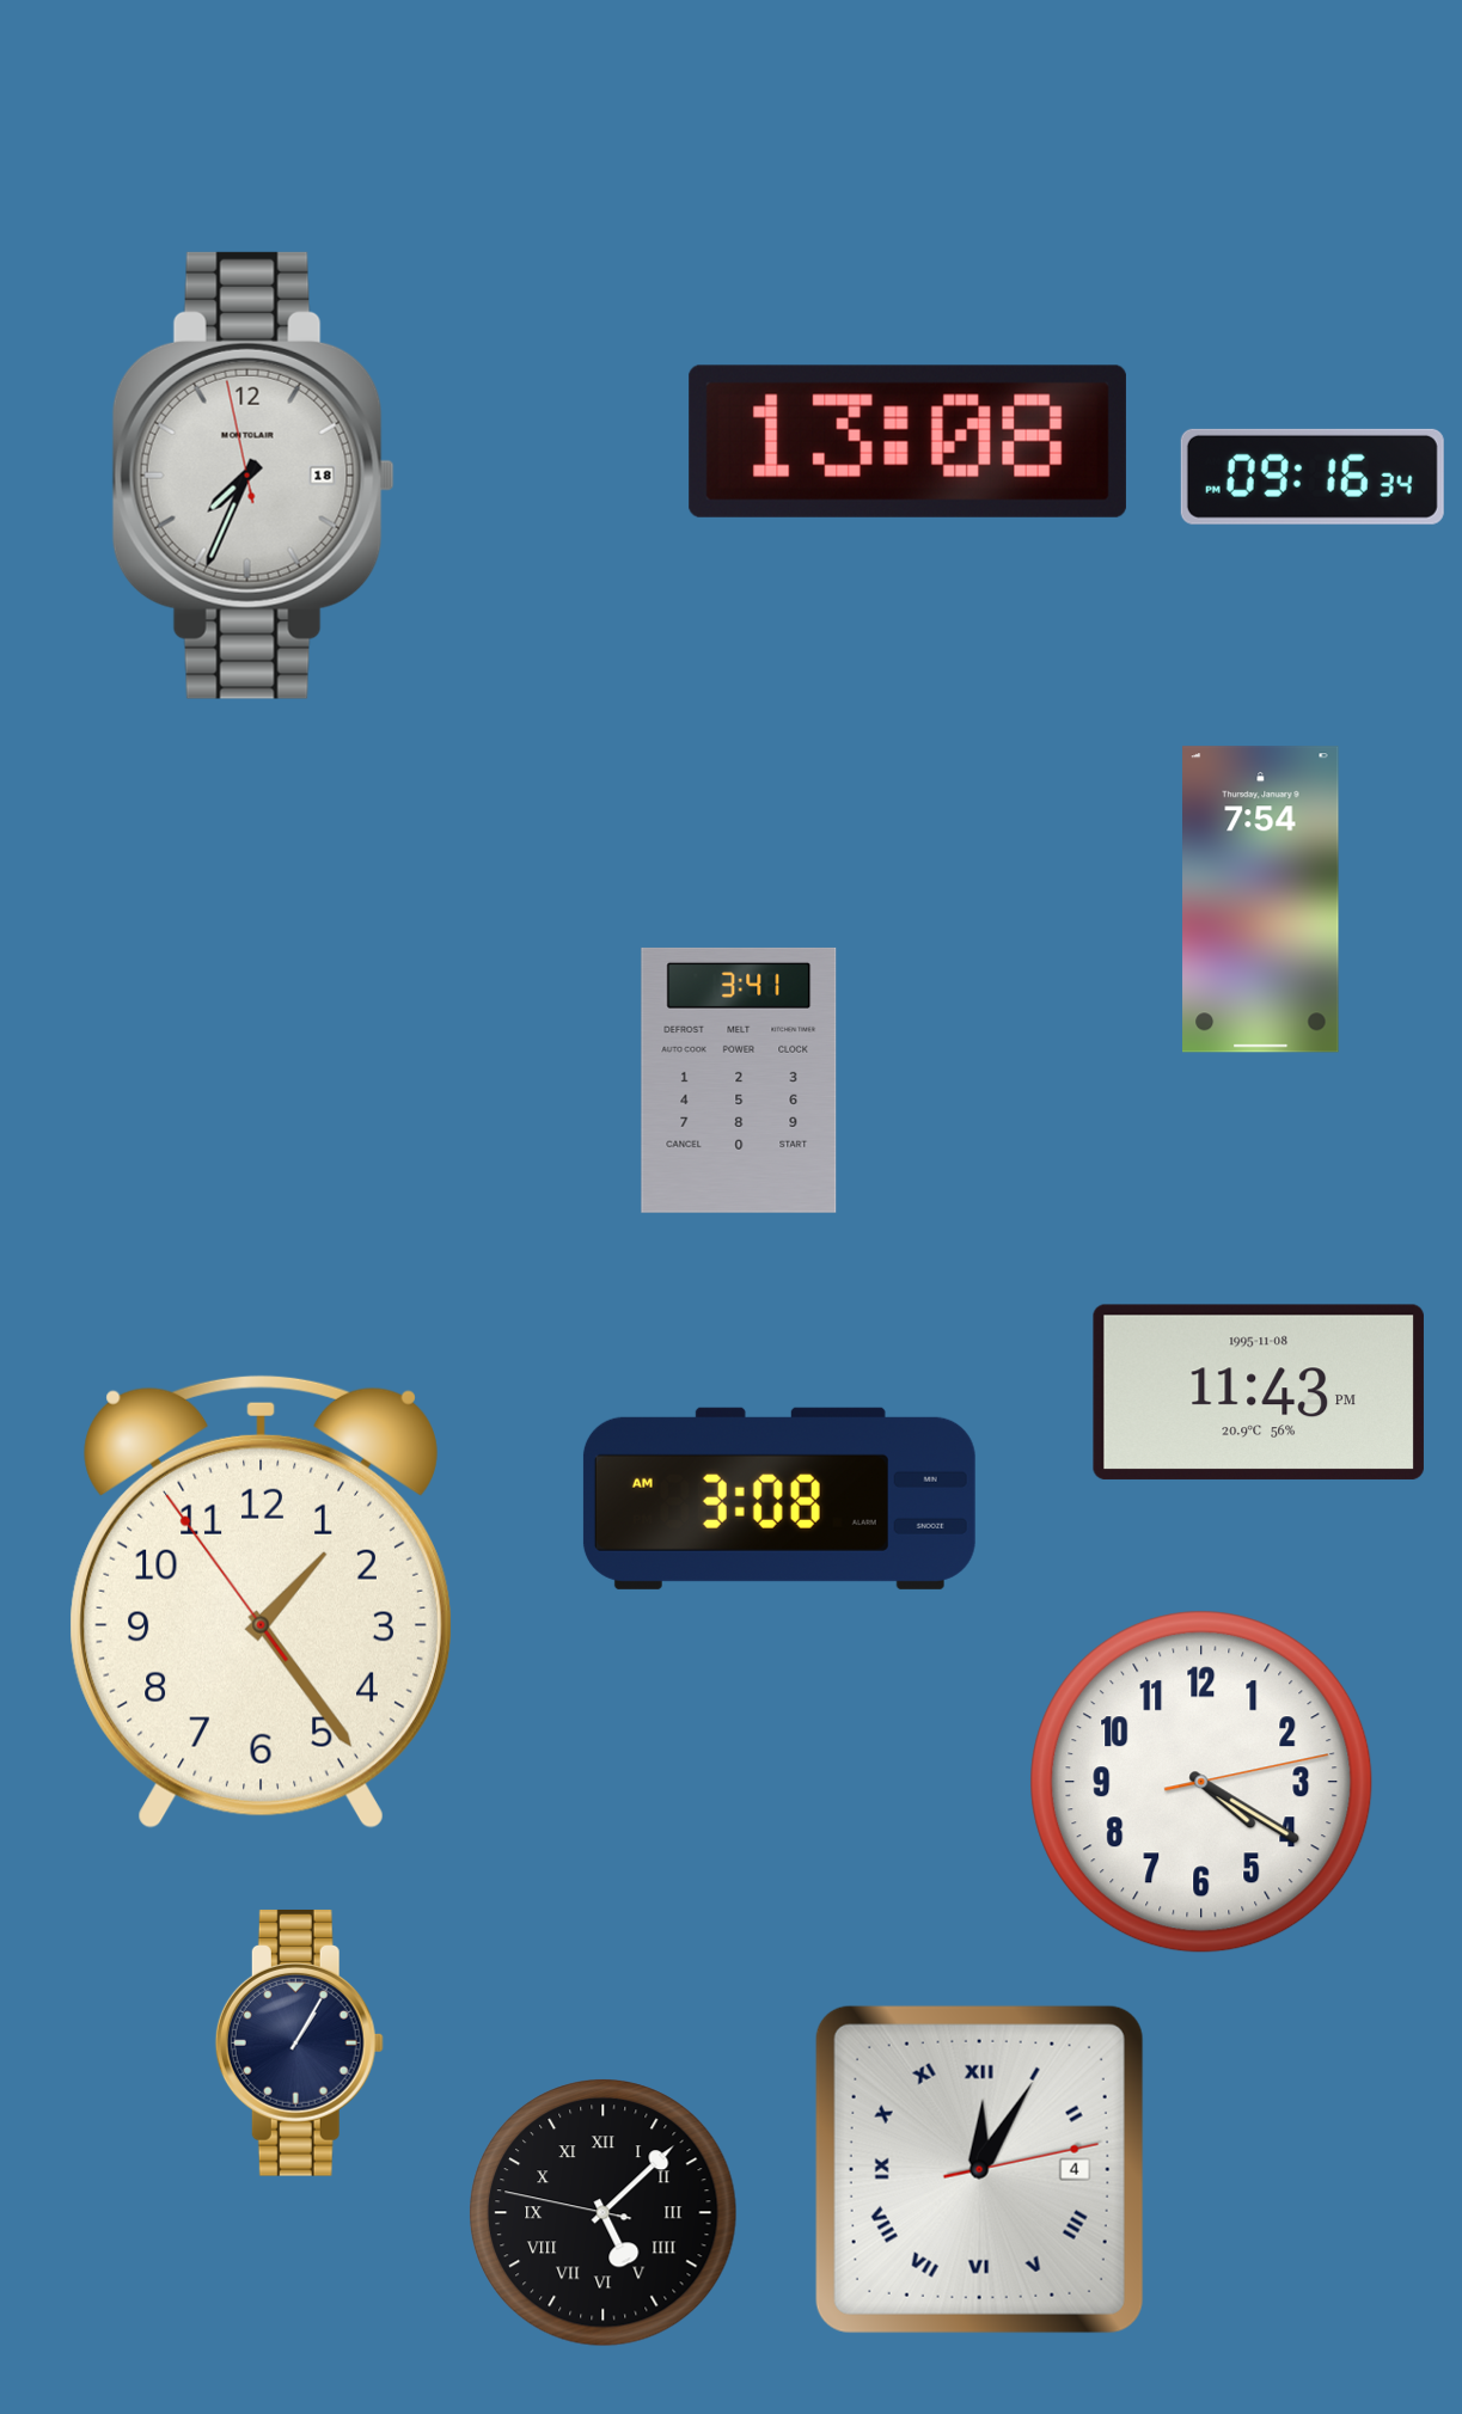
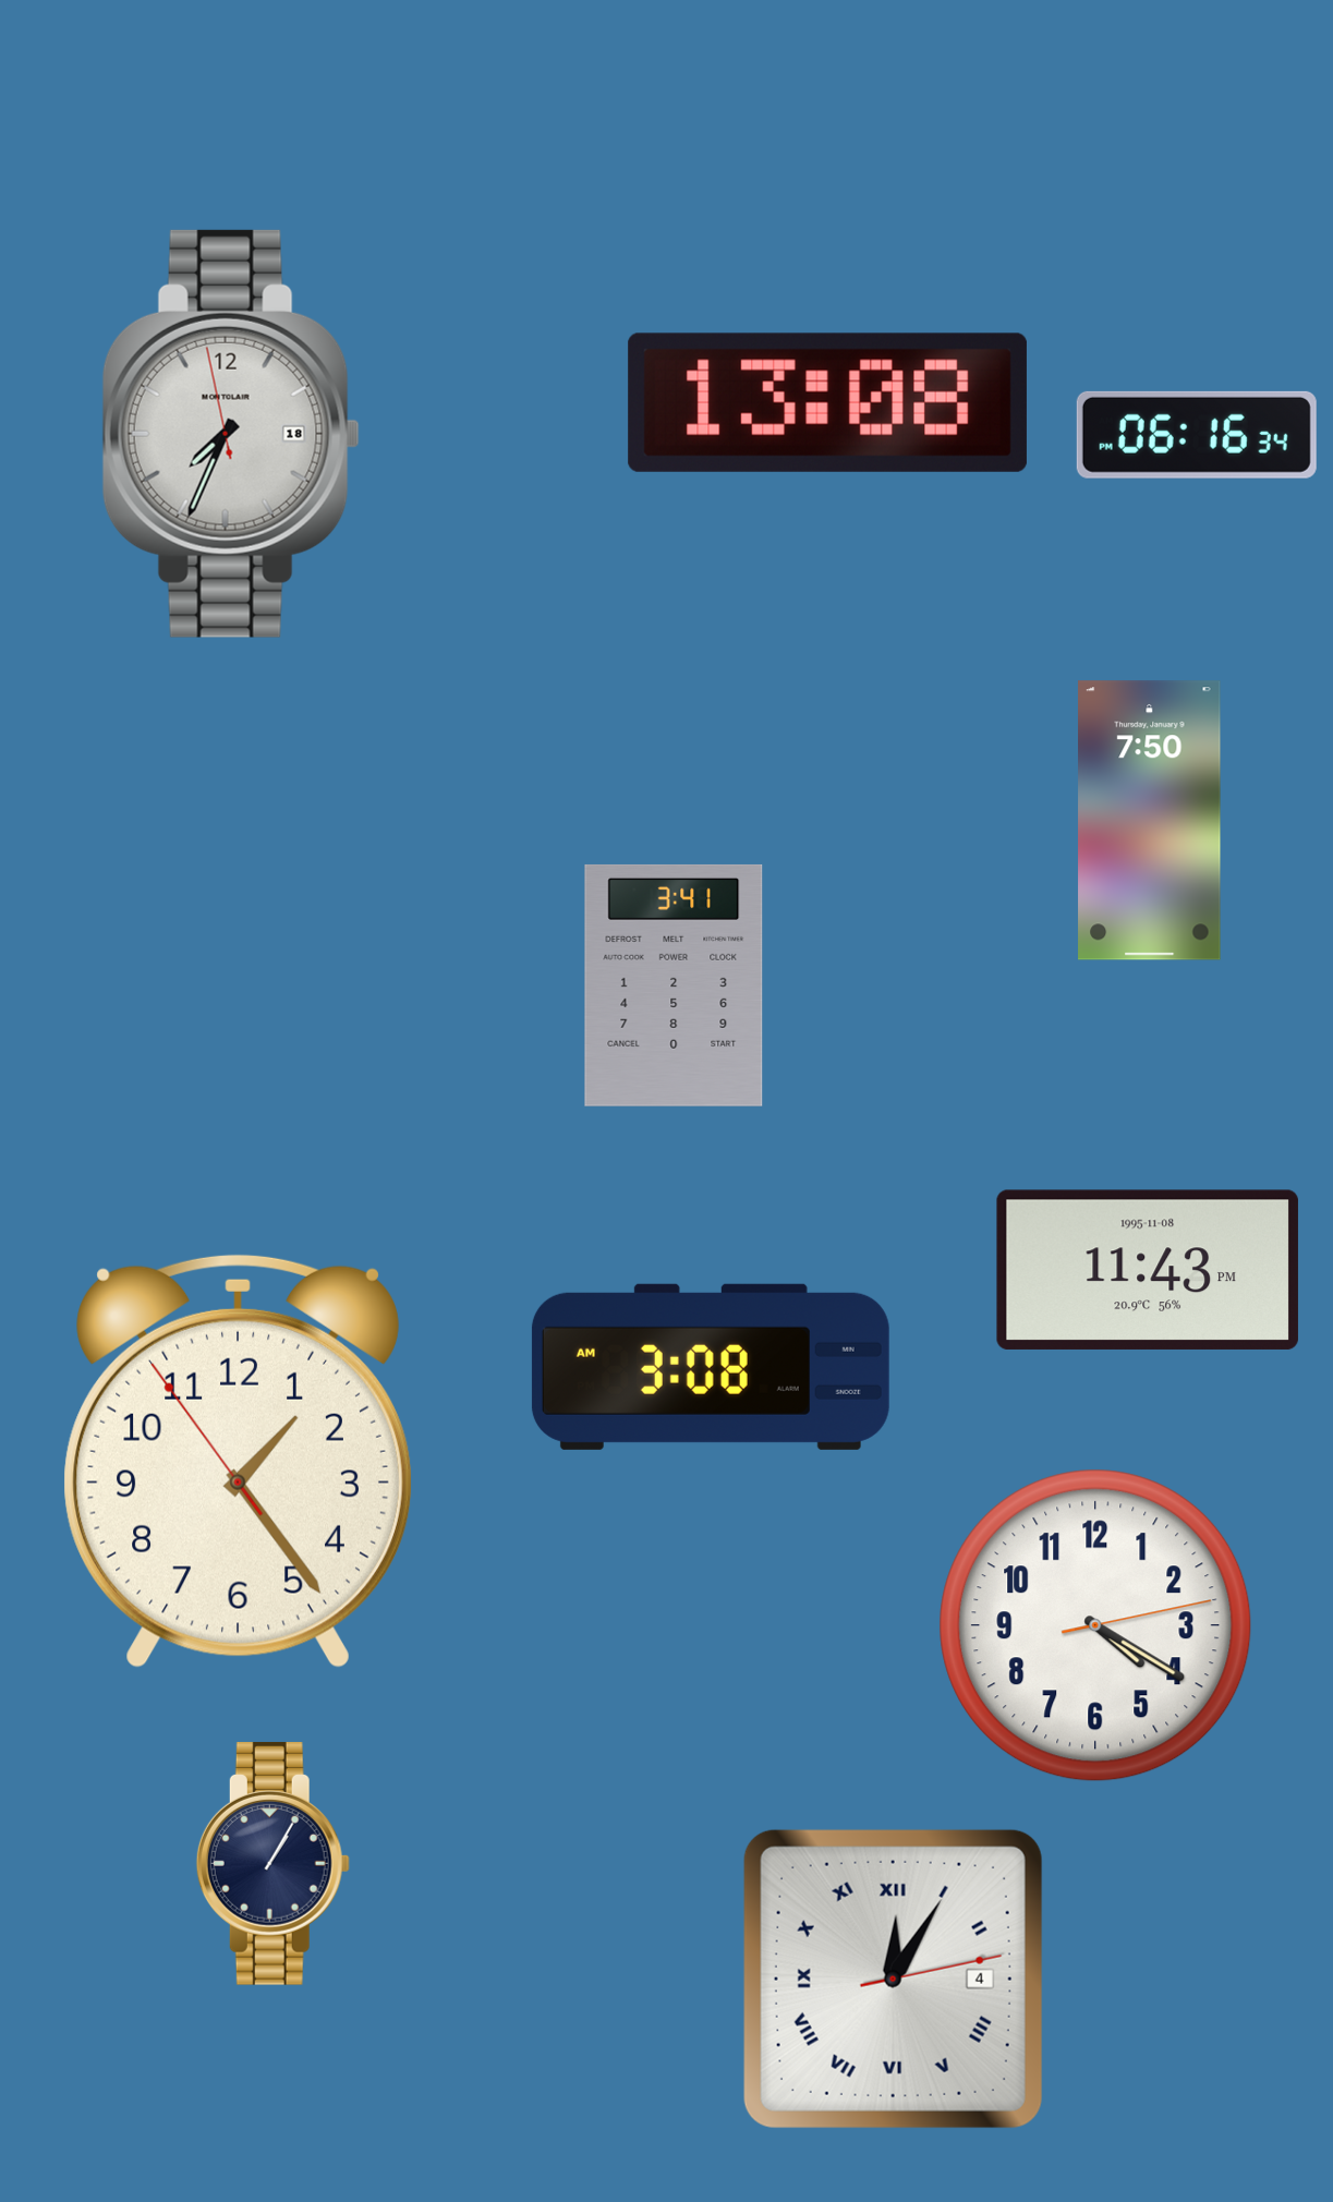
clock at (1313, 477): 09:16 -> 06:16
clock at (1261, 900): 7:54 -> 7:50
clock at (604, 2213): 5:07 -> none
